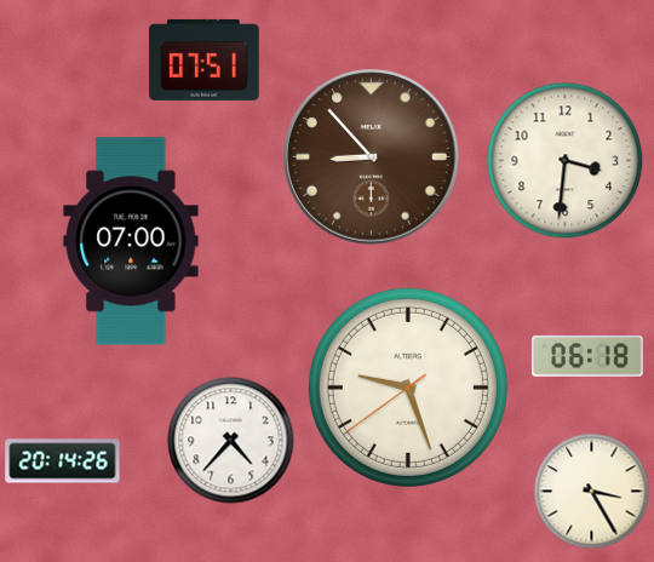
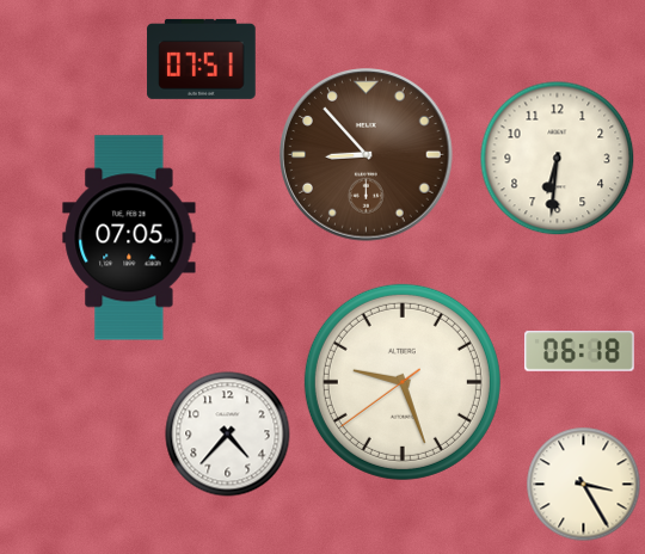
clock at (566, 161): 3:31 -> 6:31
clock at (131, 241): 07:00 -> 07:05
clock at (63, 461): 20:14 -> none
